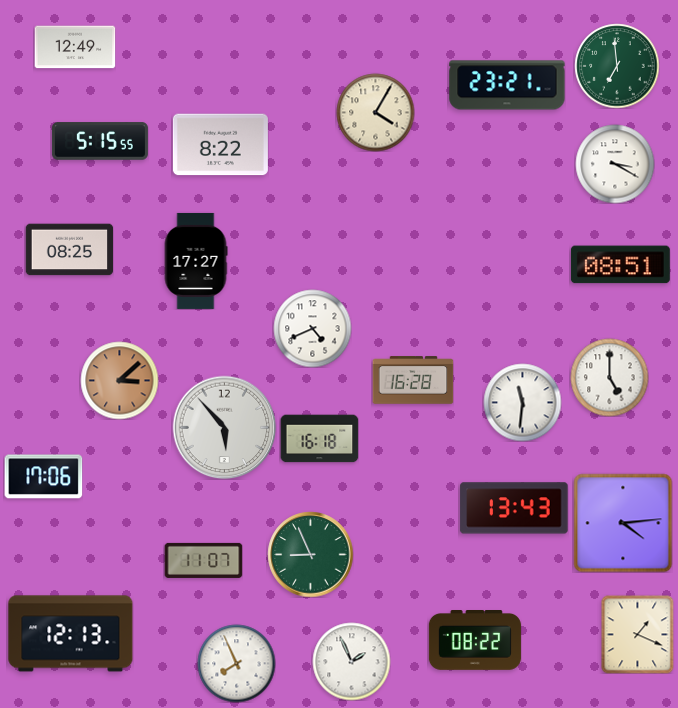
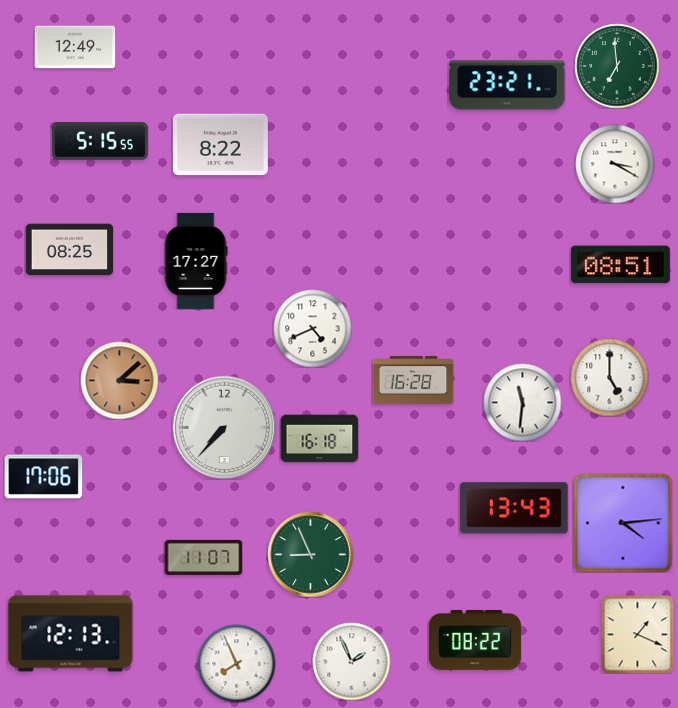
clock at (375, 112): 4:05 -> none
clock at (224, 427): 5:53 -> 7:37
clock at (203, 560) position: (203, 560) -> (203, 557)
